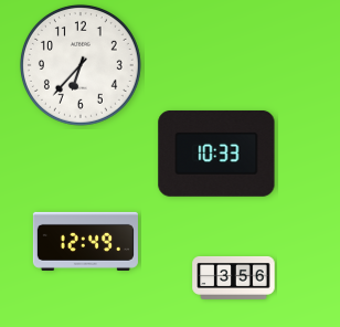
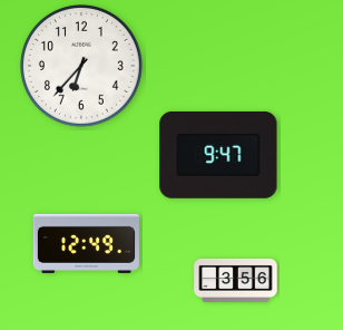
clock at (216, 154): 10:33 -> 9:47
